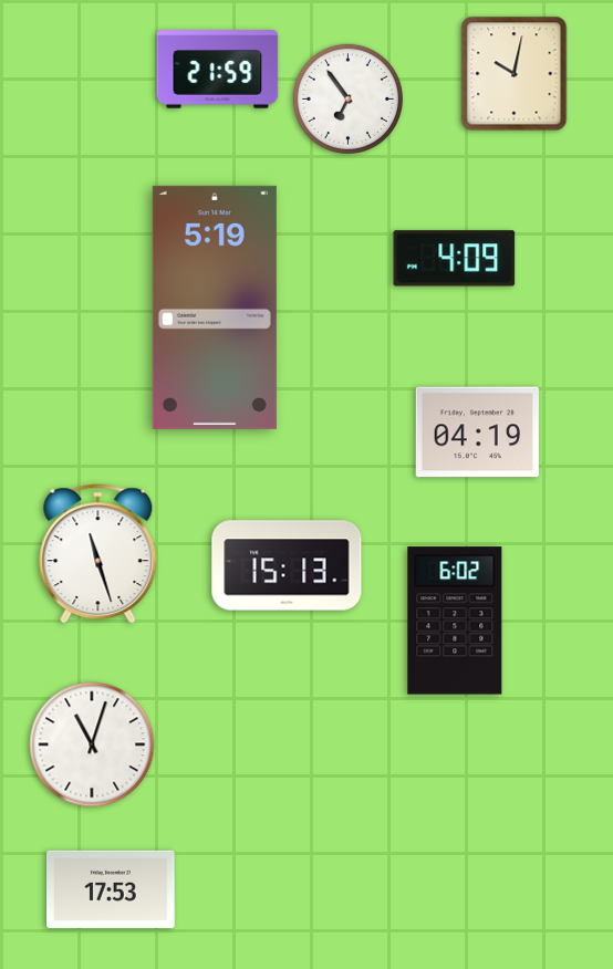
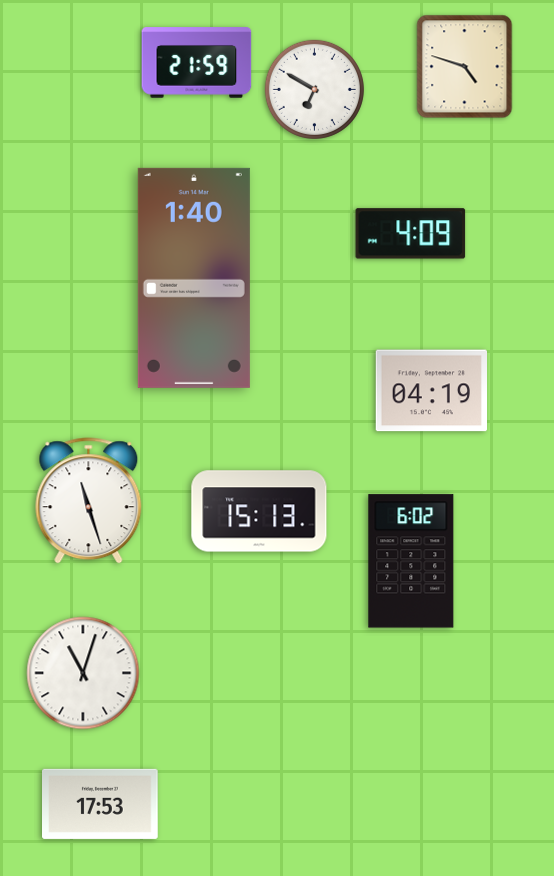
clock at (515, 74): 10:02 -> 4:48
clock at (347, 98): 6:54 -> 6:50
clock at (215, 308): 5:19 -> 1:40
